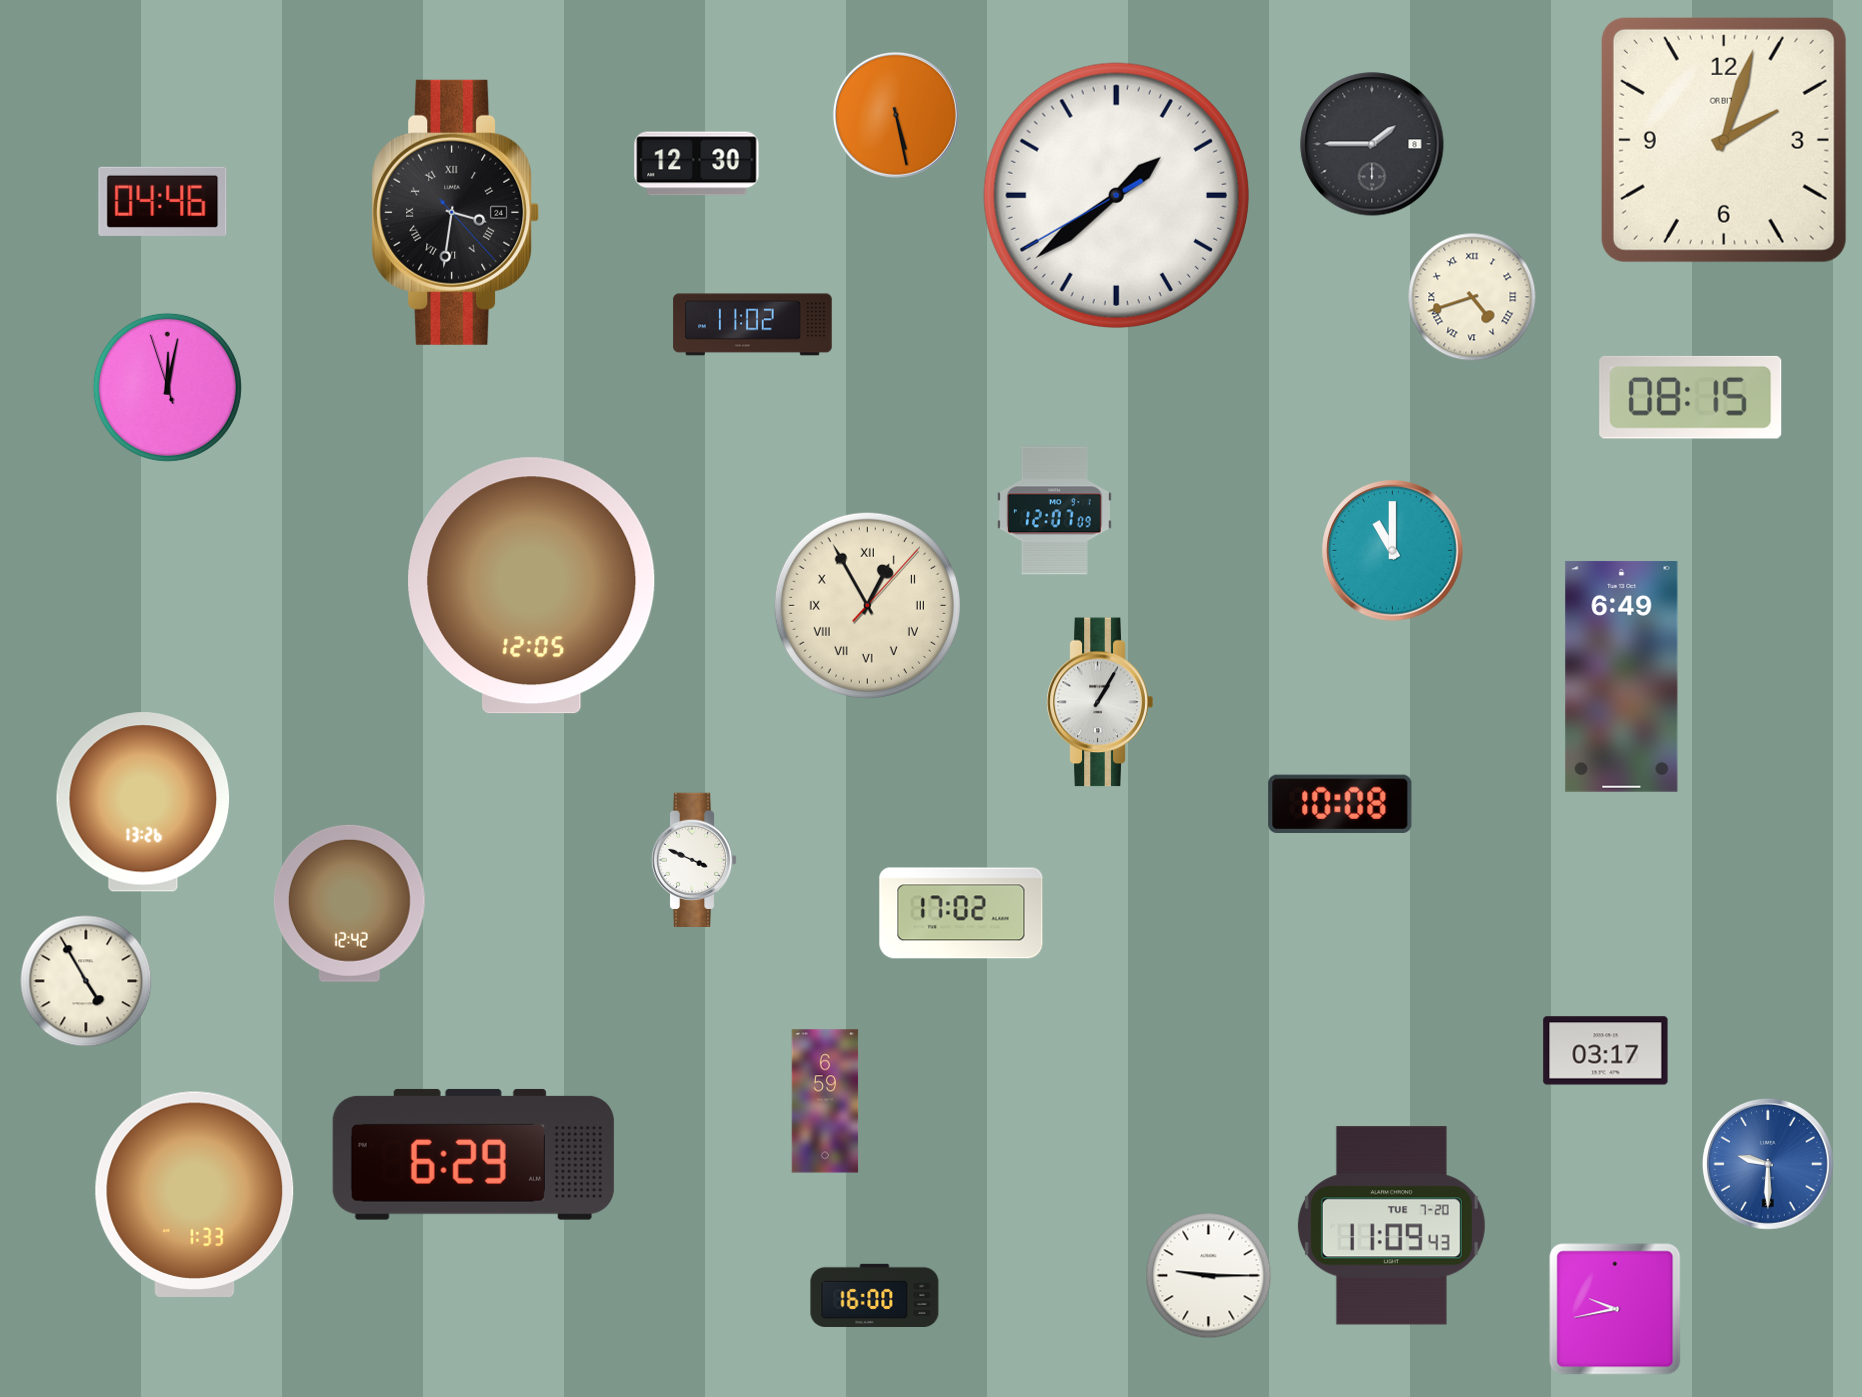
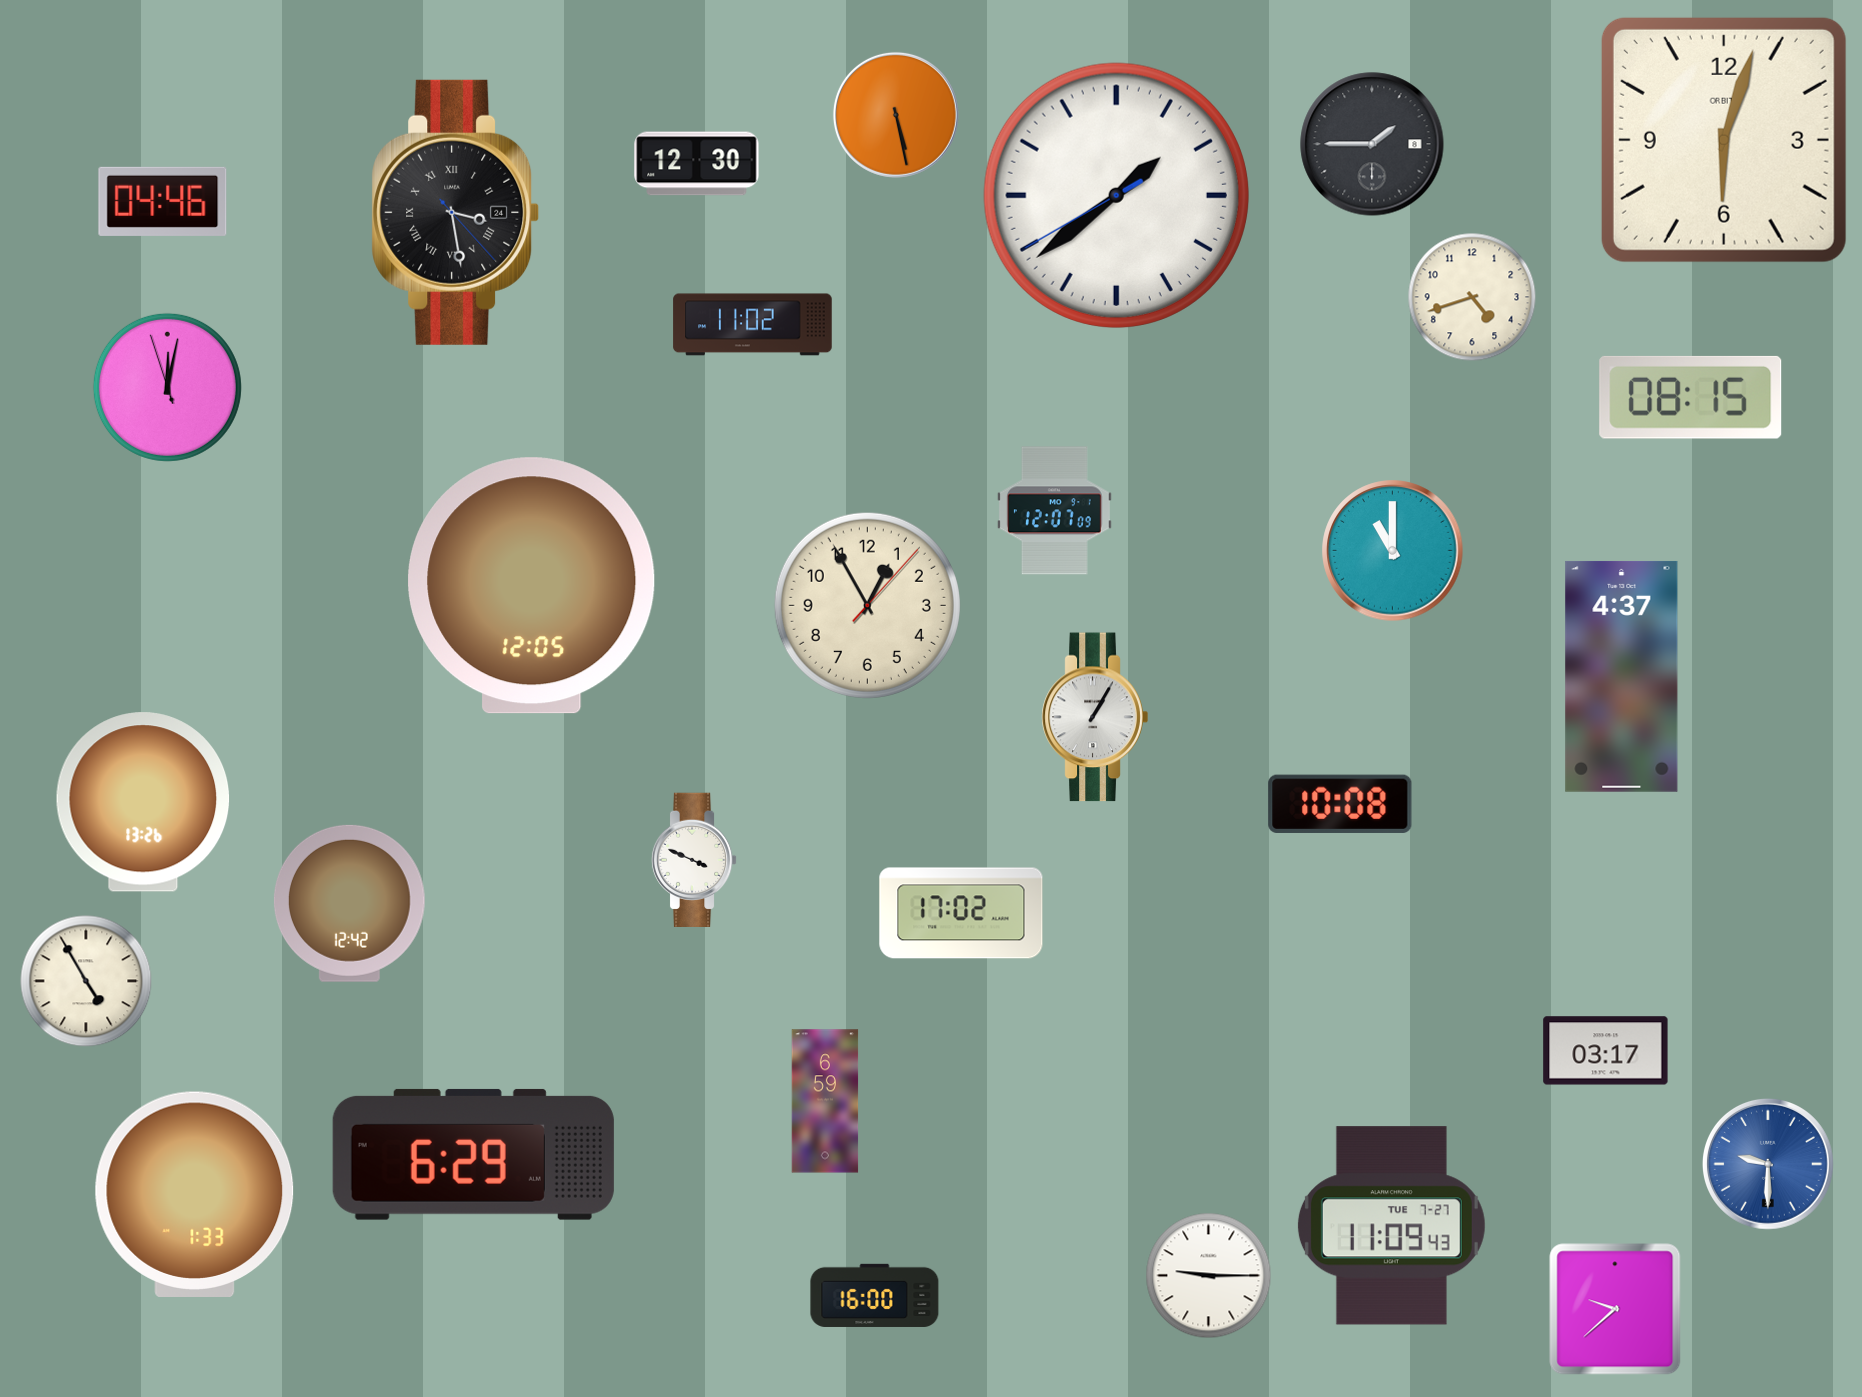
clock at (1724, 140): 2:03 -> 6:03
clock at (456, 212): 3:31 -> 3:28
clock at (1472, 297) numerals: Roman -> Arabic
clock at (867, 605) numerals: Roman -> Arabic
clock at (1622, 676): 6:49 -> 4:37
clock at (1100, 702) position: (1100, 702) -> (1095, 717)
clock at (1391, 1226) date: TUE 7-20 -> TUE 7-27
clock at (1615, 1309): 9:43 -> 9:38
